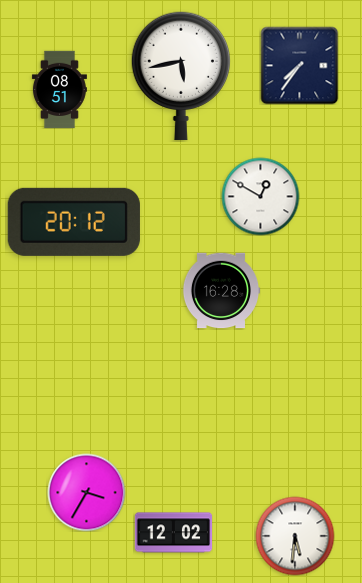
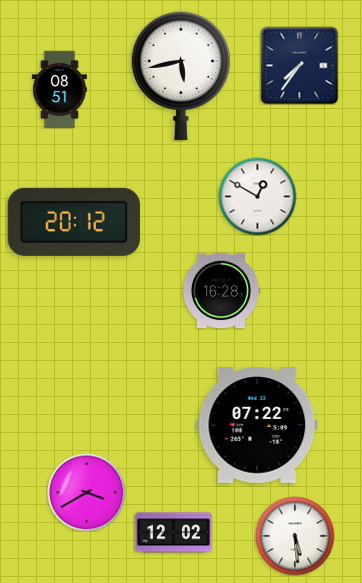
clock at (260, 196) position: (260, 196) -> (257, 196)
clock at (257, 426): none -> 07:22
clock at (86, 492): 3:35 -> 3:40
clock at (295, 536): 5:31 -> 5:29
